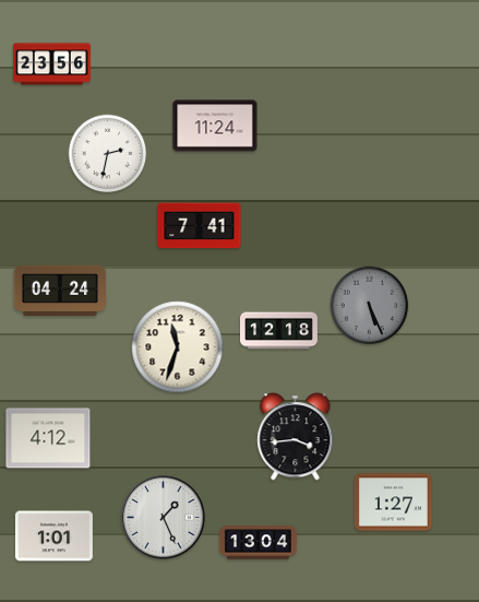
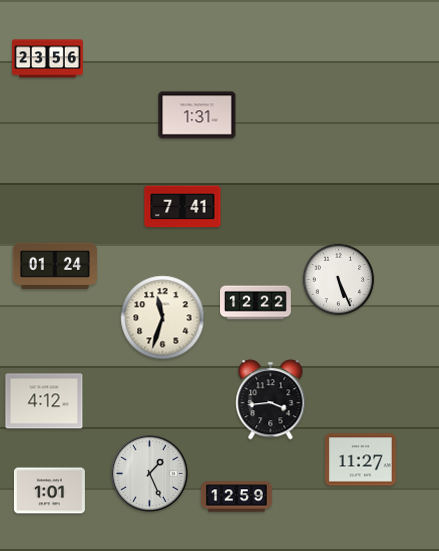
clock at (215, 126): 11:24 -> 1:31
clock at (108, 154): 2:32 -> none
clock at (59, 291): 04:24 -> 01:24
clock at (370, 306) dial: grey -> white
clock at (279, 331): 12:18 -> 12:22
clock at (393, 503): 1:27 -> 11:27
clock at (259, 543): 13:04 -> 12:59
